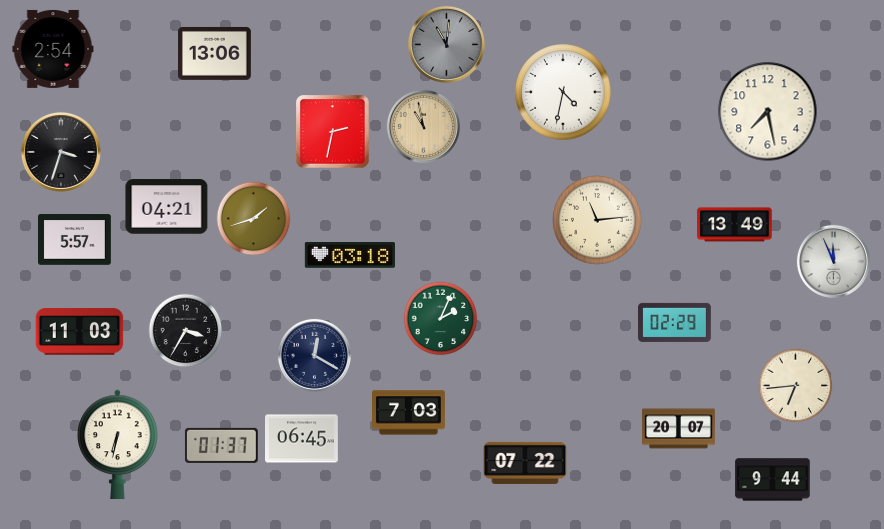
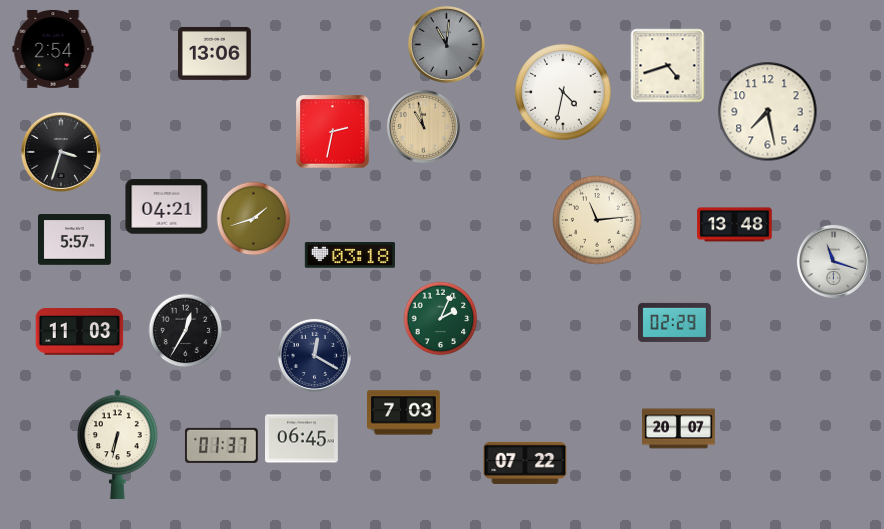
clock at (668, 66): none -> 4:42
clock at (735, 225): 13:49 -> 13:48
clock at (833, 261): 11:56 -> 11:18
clock at (186, 331): 3:35 -> 12:35
clock at (796, 386): 6:44 -> none
clock at (409, 413) position: (409, 413) -> (404, 413)
clock at (773, 480): 9:44 -> none
